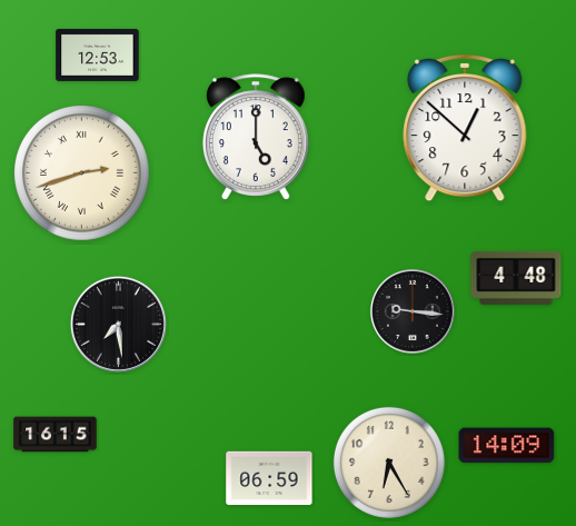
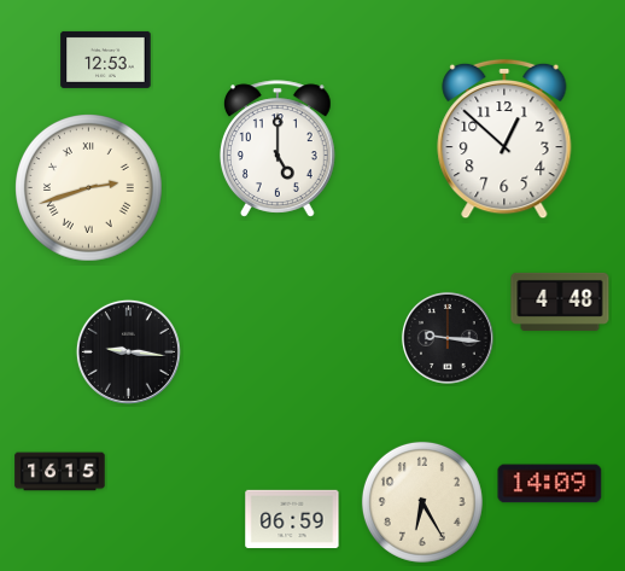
clock at (118, 324): 7:29 -> 9:16
